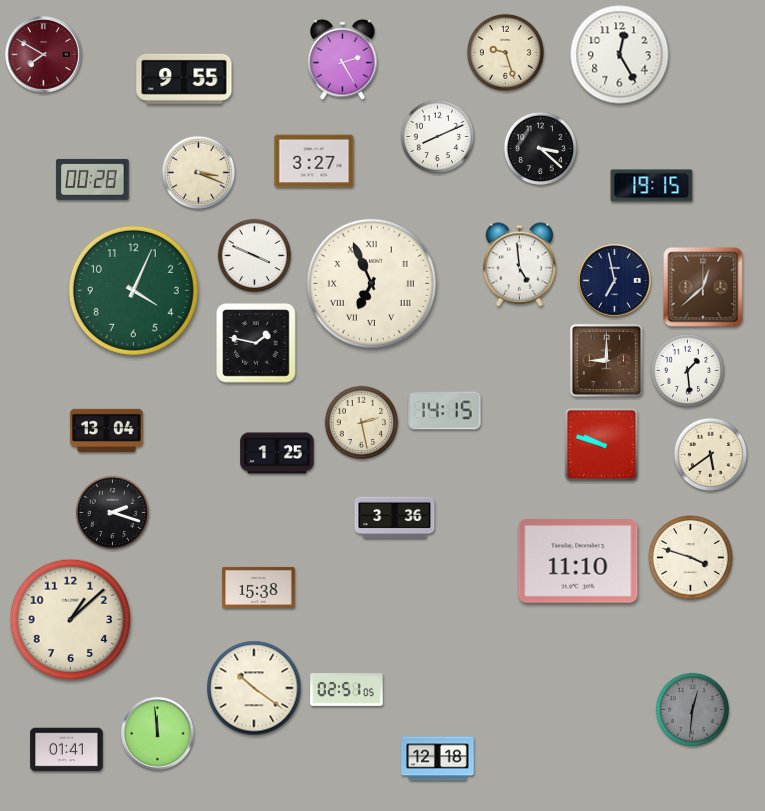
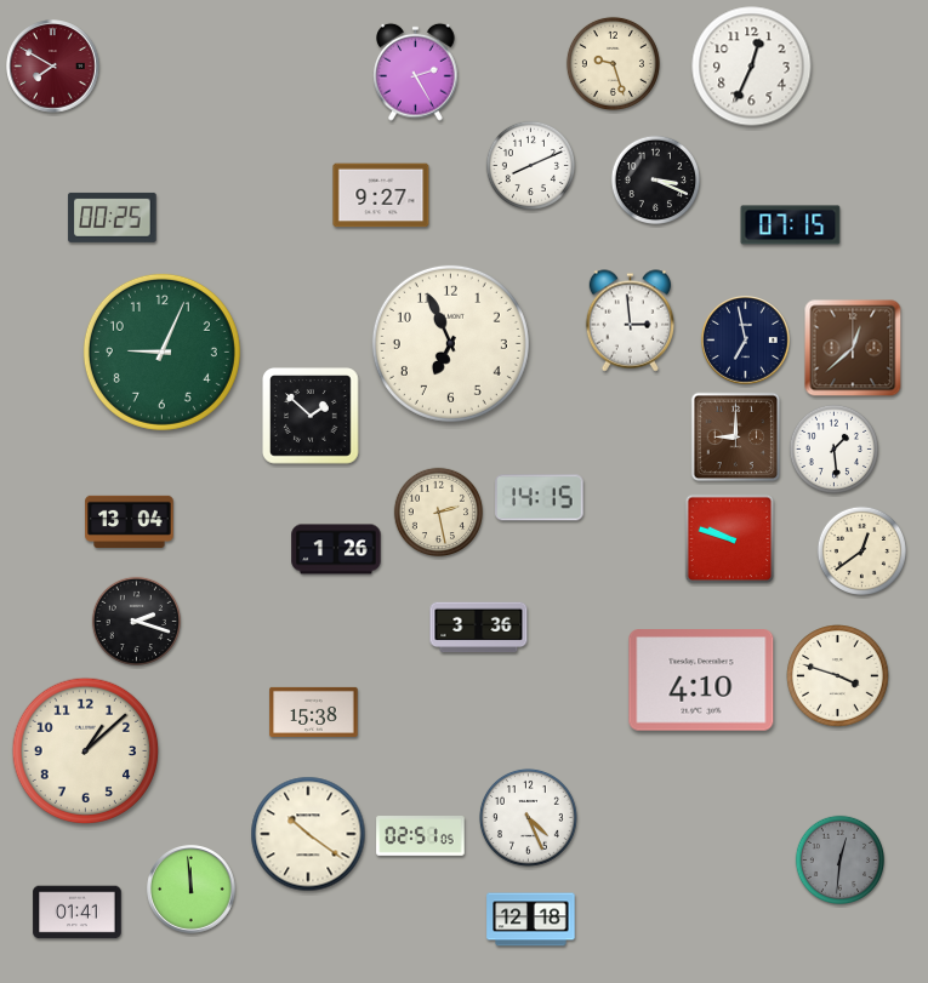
clock at (620, 55): 12:25 -> 12:34
clock at (184, 79): 9:55 -> none
clock at (540, 148): 3:22 -> 3:19
clock at (314, 161): 3:27 -> 9:27
clock at (198, 172): 3:19 -> none
clock at (93, 179): 00:28 -> 00:25
clock at (652, 186): 19:15 -> 07:15
clock at (254, 255): 3:49 -> none
clock at (520, 265): 4:59 -> 2:59
clock at (371, 283) numerals: Roman -> Arabic
clock at (133, 290): 4:04 -> 9:04
clock at (257, 344): 1:47 -> 1:52
clock at (277, 453): 1:25 -> 1:26
clock at (710, 454): 5:39 -> 12:39
clock at (578, 561): 11:10 -> 4:10
clock at (528, 817): none -> 4:26
clock at (67, 750) position: (67, 750) -> (78, 913)
